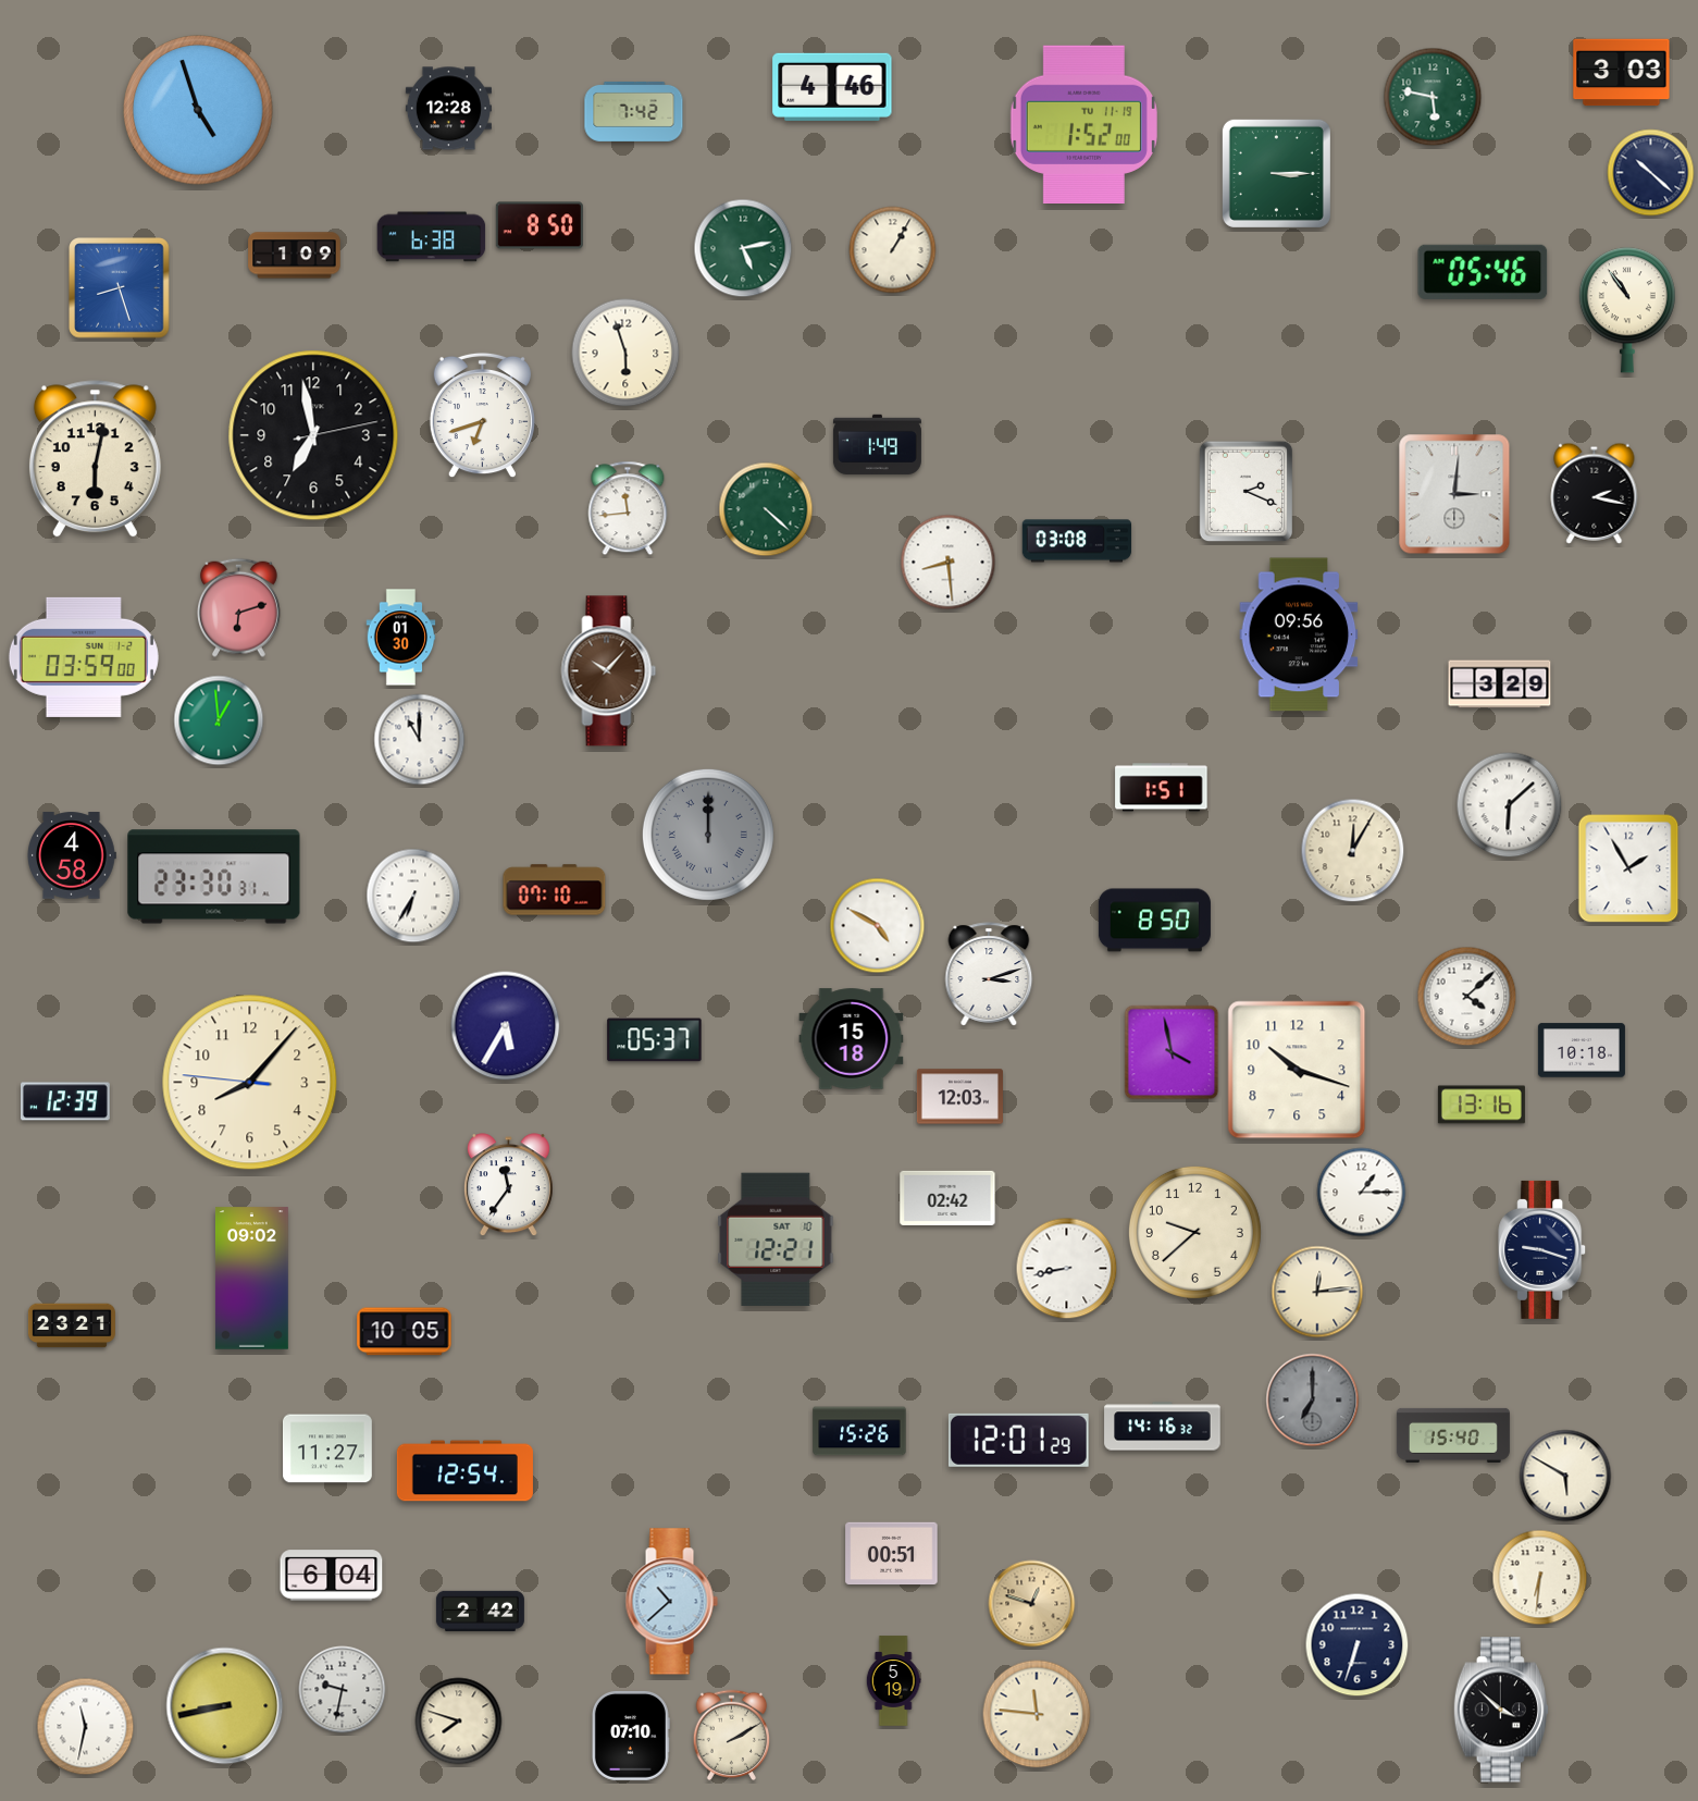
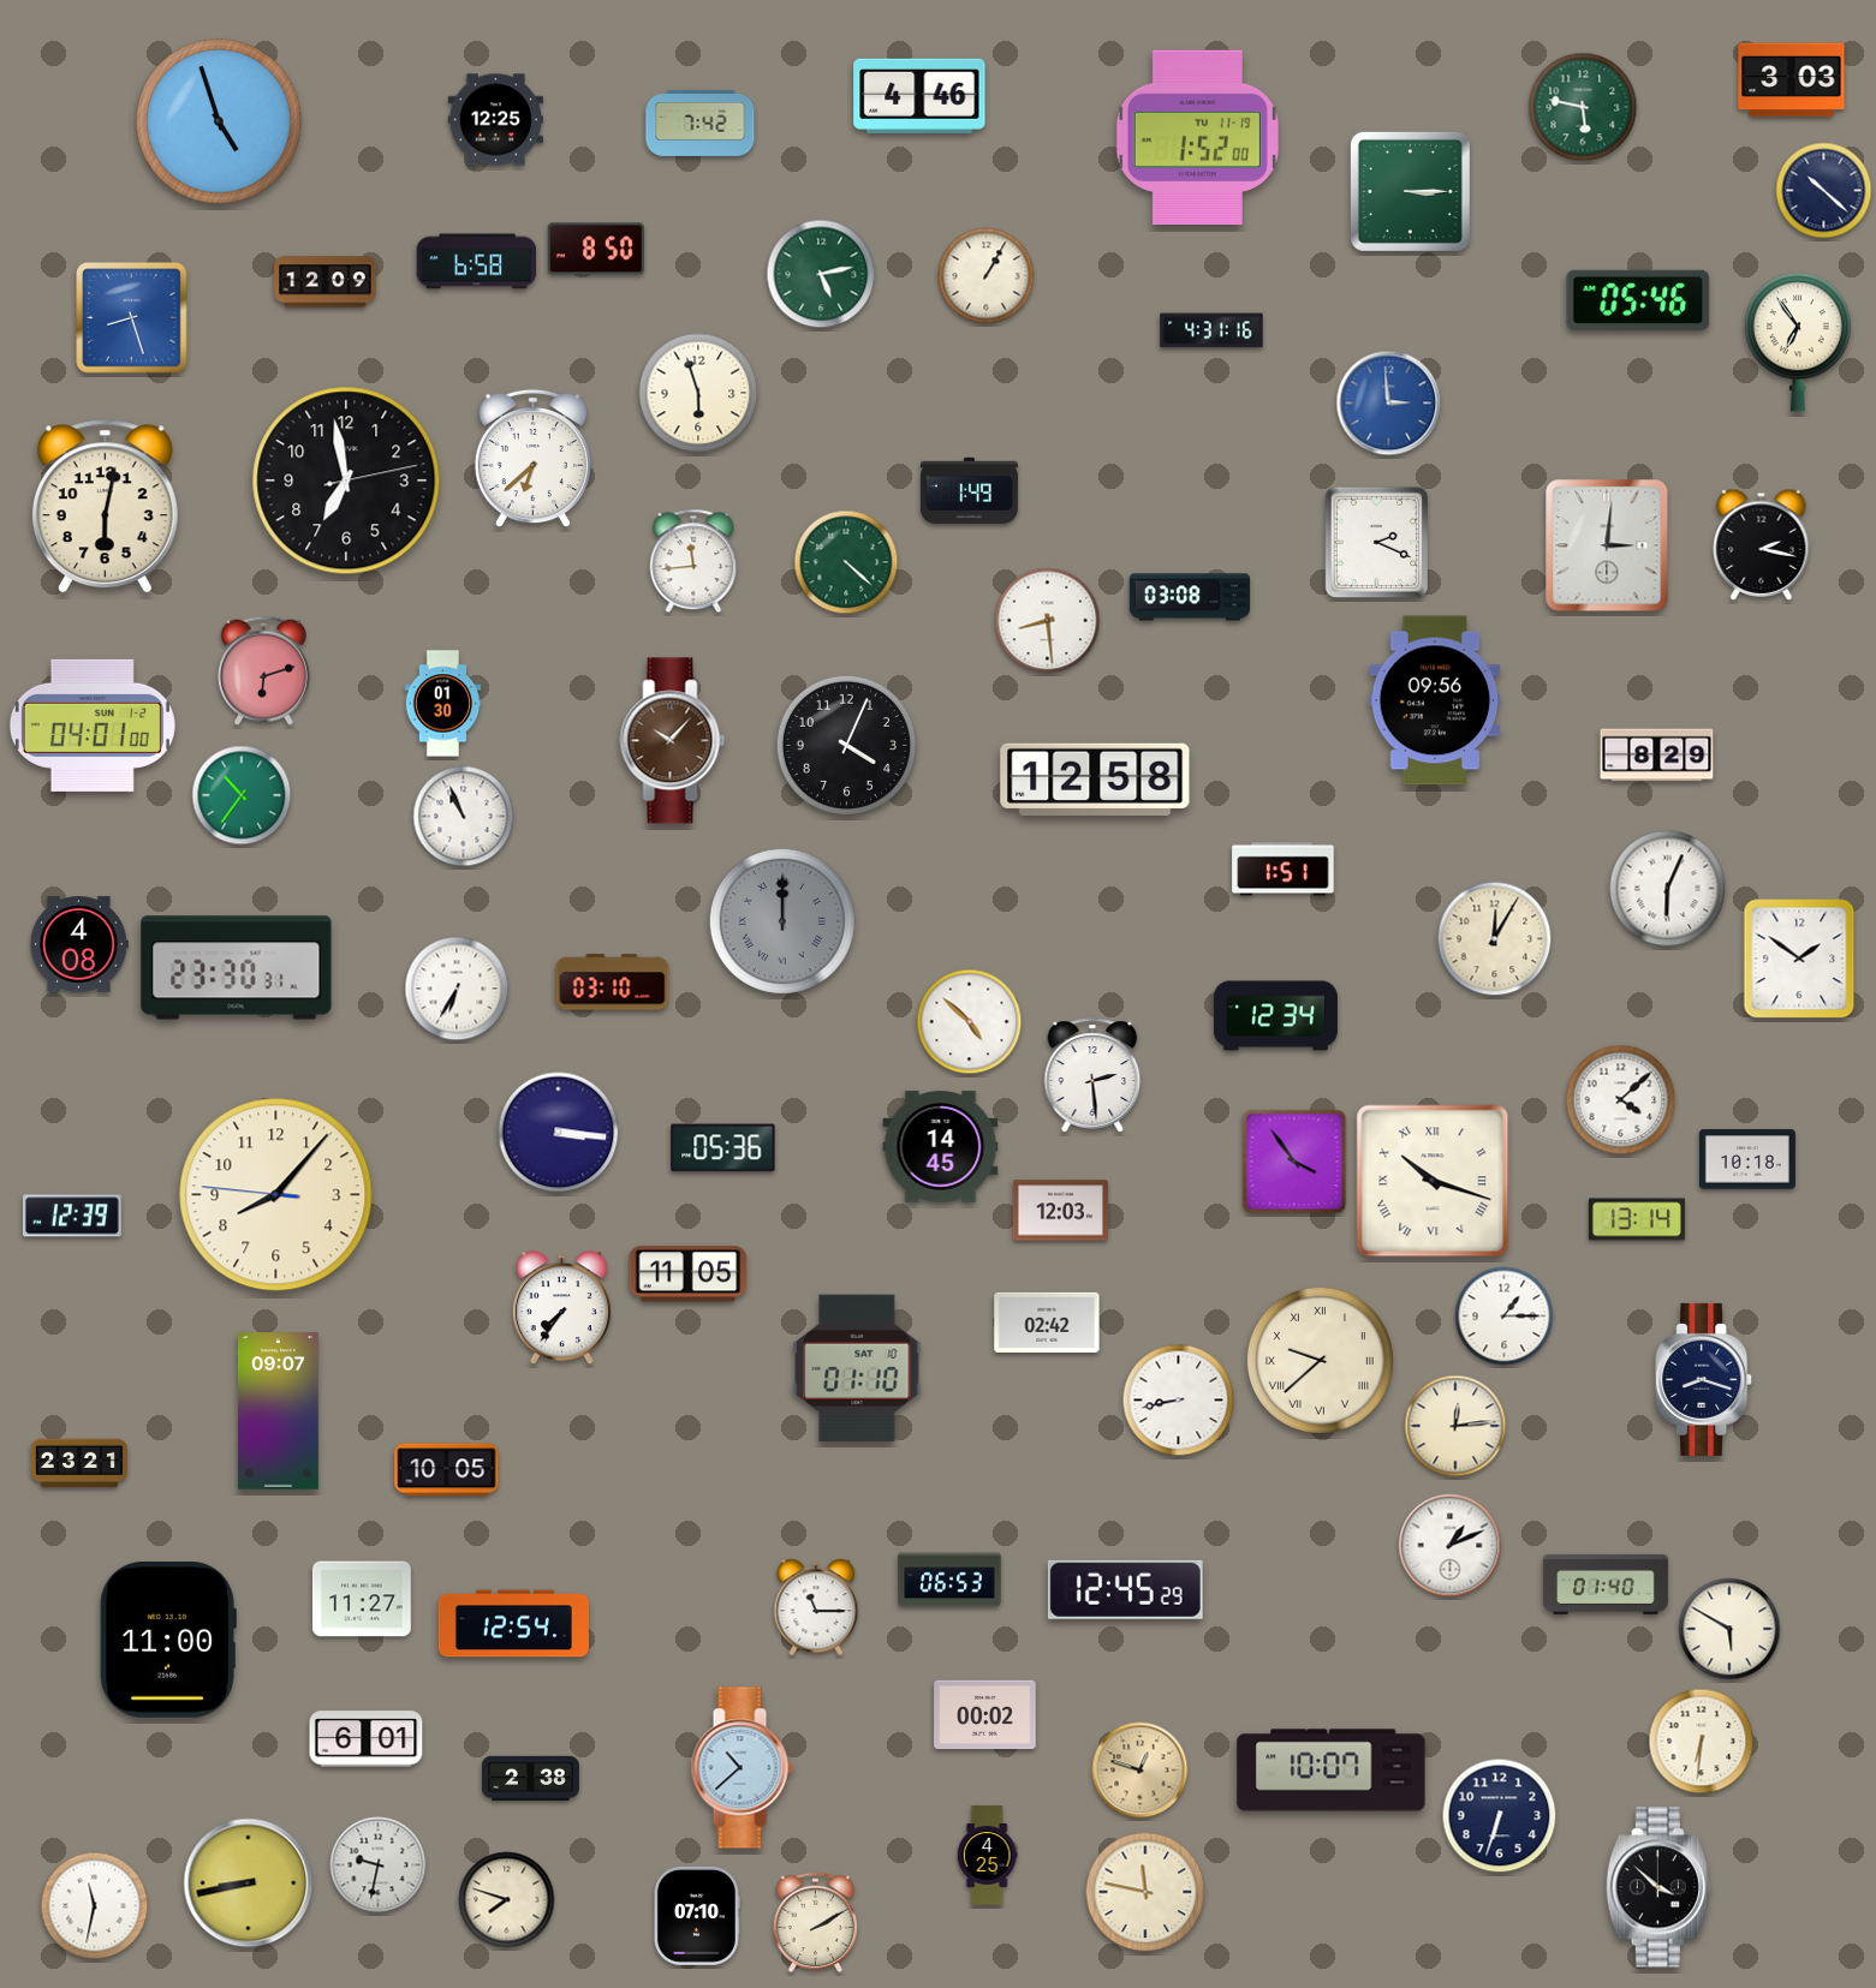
clock at (448, 109): 12:28 -> 12:25
clock at (432, 237): 6:38 -> 6:58
clock at (295, 256): 1:09 -> 12:09
clock at (1211, 330): none -> 4:31
clock at (1627, 310): 10:54 -> 6:54
clock at (625, 353) position: (625, 353) -> (698, 393)
clock at (1389, 404): none -> 2:59
clock at (482, 416): 6:42 -> 6:38
clock at (84, 657): 03:59 -> 04:01
clock at (846, 745): none -> 4:04
clock at (1500, 684): 3:29 -> 8:29
clock at (1095, 778): none -> 12:58
clock at (219, 720): 12:59 -> 10:36
clock at (420, 740): 11:00 -> 10:56
clock at (1510, 805): 6:08 -> 6:04
clock at (72, 855): 4:58 -> 4:08
clock at (1628, 868): 1:55 -> 1:51
clock at (555, 890): 07:10 -> 03:10
clock at (1154, 921): 8:50 -> 12:34
clock at (878, 926): 4:50 -> 4:52
clock at (989, 974): 3:12 -> 2:29
clock at (506, 1026): 5:35 -> 3:16
clock at (852, 1039): 15:18 -> 14:45
clock at (655, 1040): 05:37 -> 05:36
clock at (1172, 1052): 3:58 -> 3:54
clock at (1297, 1070) numerals: Arabic -> Roman
clock at (1482, 1105): 13:16 -> 13:14
clock at (689, 1274): none -> 11:05
clock at (508, 1185): 11:36 -> 7:36
clock at (1194, 1232) numerals: Arabic -> Roman
clock at (776, 1238): 12:21 -> 01:10
clock at (1542, 1249): 9:18 -> 8:18
clock at (251, 1279): 09:02 -> 09:07
clock at (1313, 1401): 7:00 -> 1:11
clock at (1313, 1401) dial: grey -> white
clock at (1163, 1427): 14:16 -> none
clock at (859, 1431): 15:26 -> 06:53
clock at (1453, 1435): 15:40 -> 01:40
clock at (1018, 1440): 12:01 -> 12:45
clock at (816, 1607): none -> 11:15
clock at (168, 1641): none -> 11:00
clock at (892, 1554): 00:51 -> 00:02
clock at (332, 1576): 6:04 -> 6:01
clock at (1332, 1771): none -> 10:07
clock at (480, 1611): 2:42 -> 2:38
clock at (893, 1681): 5:19 -> 4:25
clock at (1037, 1714): 11:46 -> 11:47
clock at (732, 1736) position: (732, 1736) -> (816, 1923)
